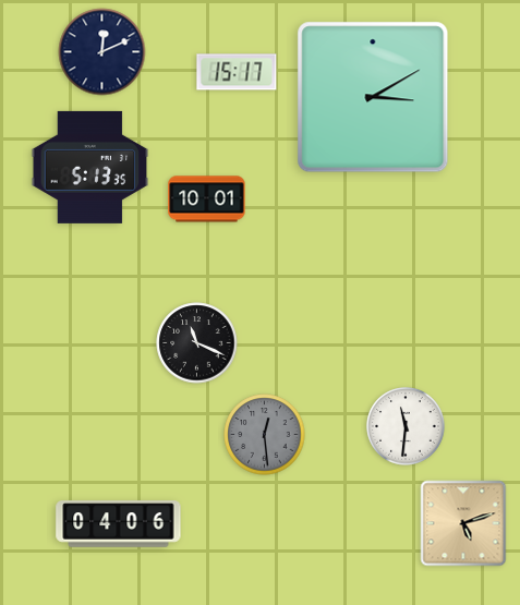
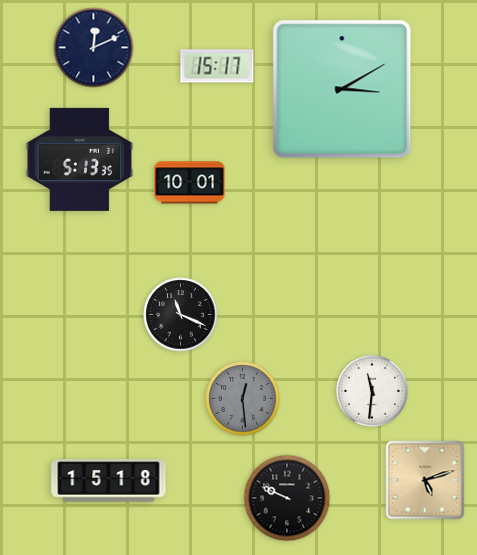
clock at (90, 167) position: (90, 167) -> (80, 159)
clock at (119, 524): 04:06 -> 15:18
clock at (287, 498): none -> 9:49
